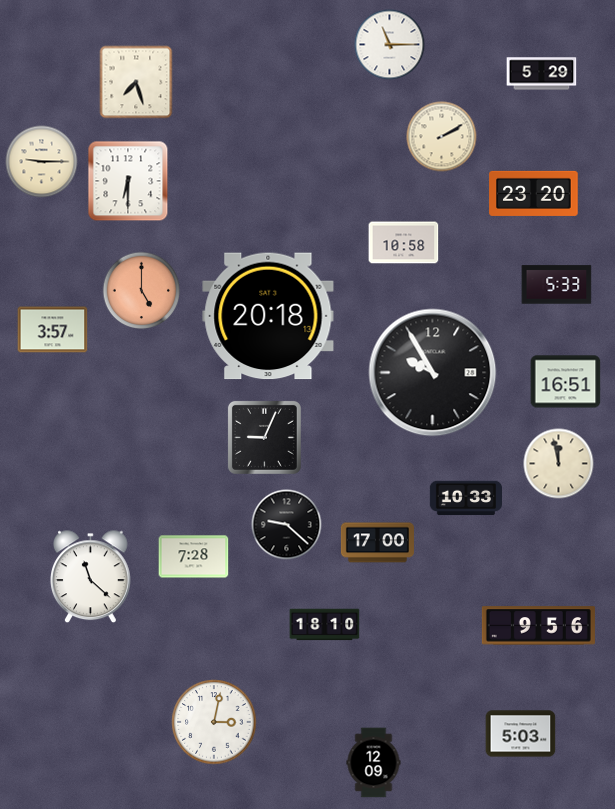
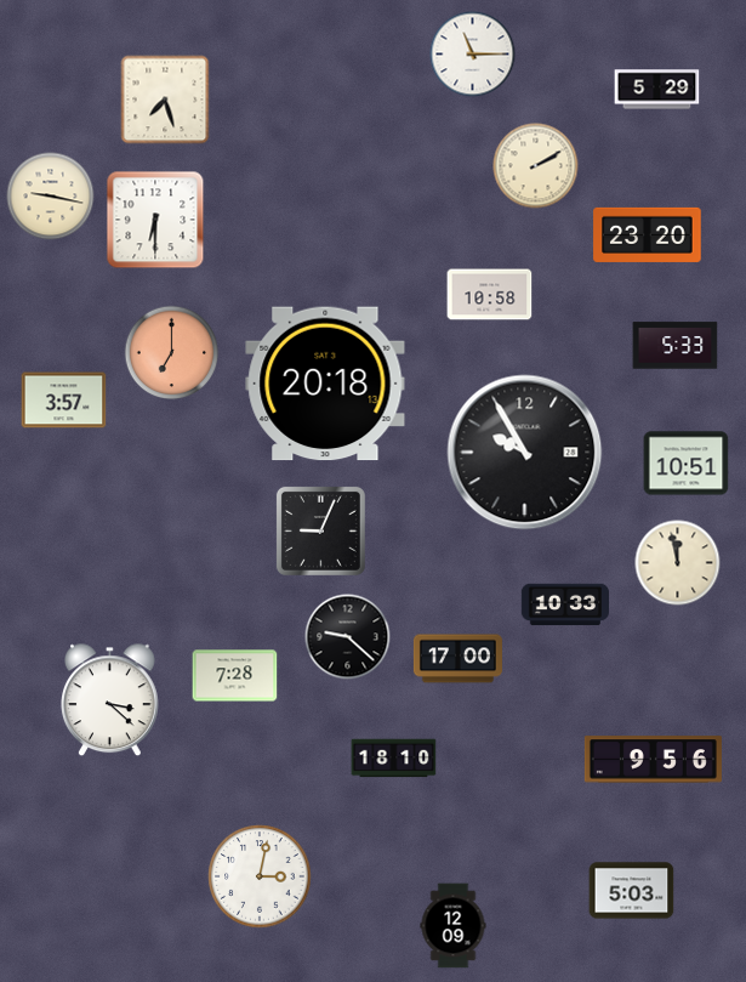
clock at (42, 162): 9:15 -> 9:17
clock at (142, 291): 5:00 -> 7:00
clock at (566, 382): 16:51 -> 10:51
clock at (91, 577): 11:22 -> 3:22
